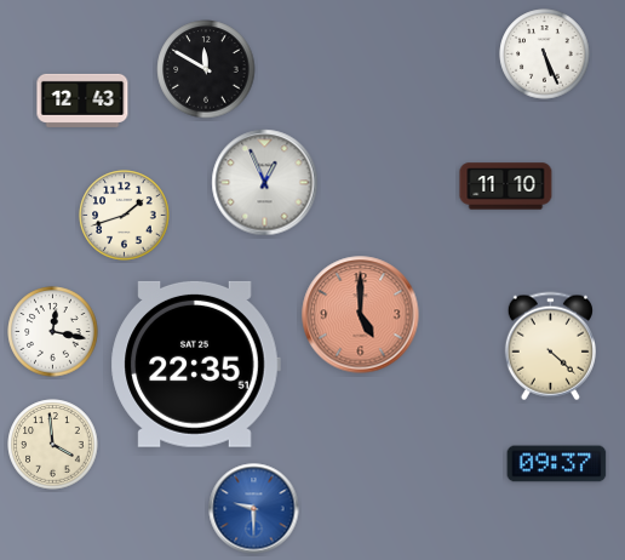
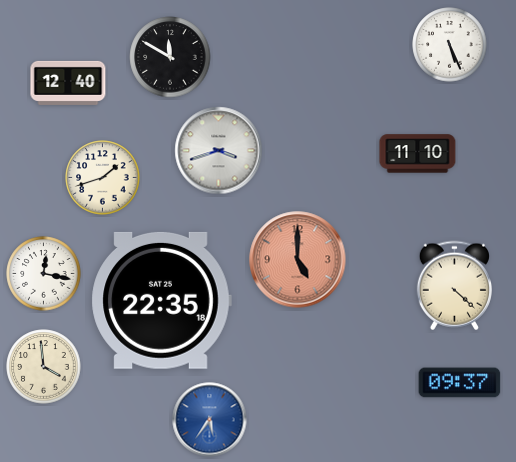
clock at (82, 101): 12:43 -> 12:40
clock at (265, 183): 12:56 -> 3:42
clock at (195, 364): 22:35:51 -> 22:35:18
clock at (254, 509): 9:30 -> 5:36
